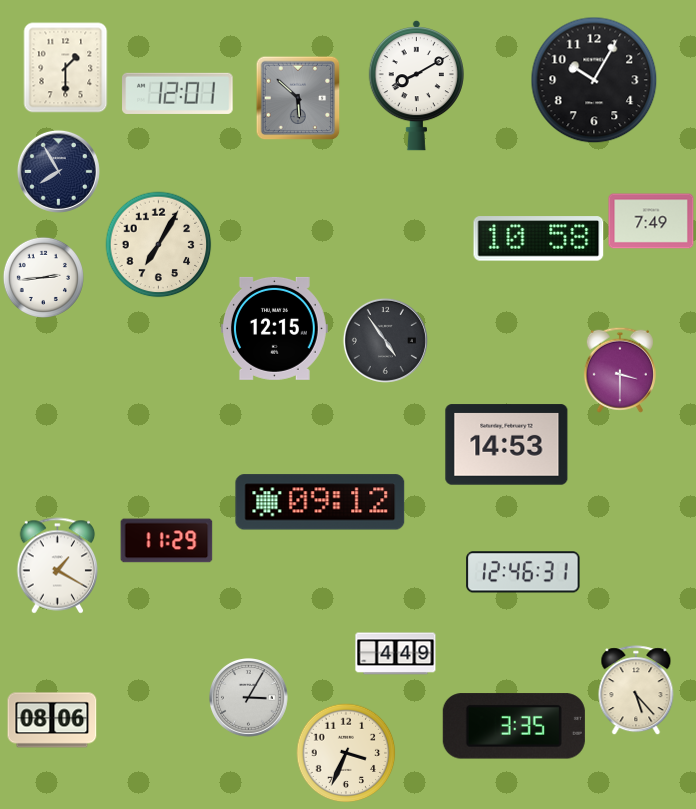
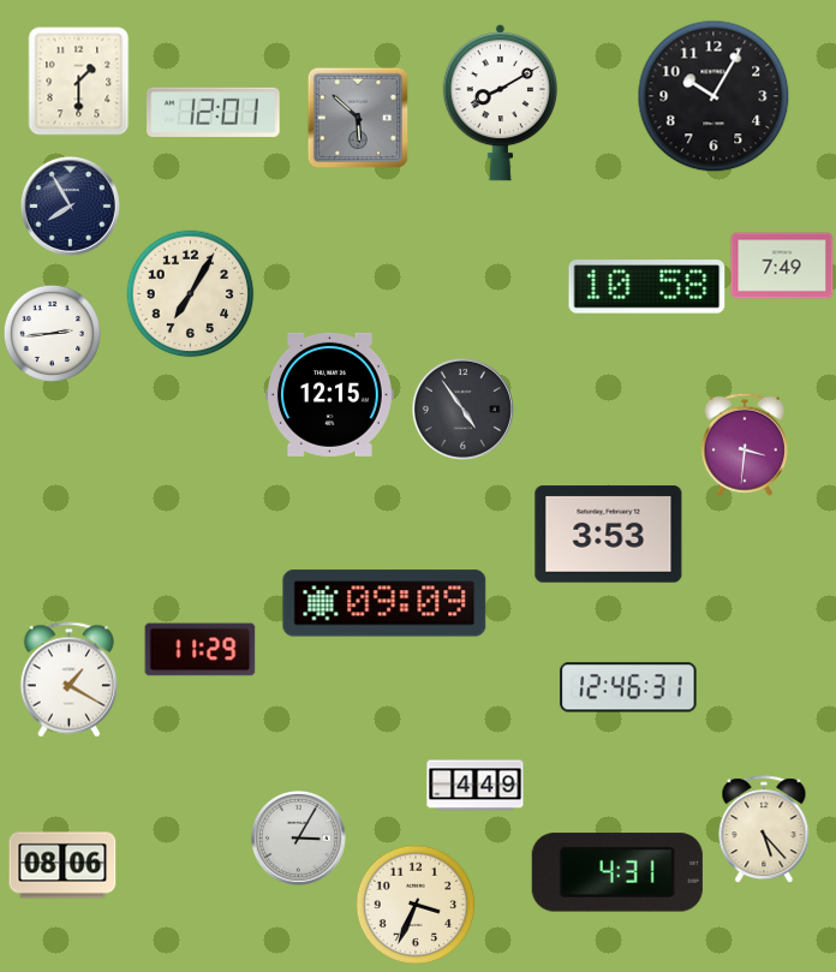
clock at (620, 370): 3:30 -> 3:31
clock at (507, 445): 14:53 -> 3:53
clock at (320, 502): 09:12 -> 09:09
clock at (514, 726): 3:35 -> 4:31
